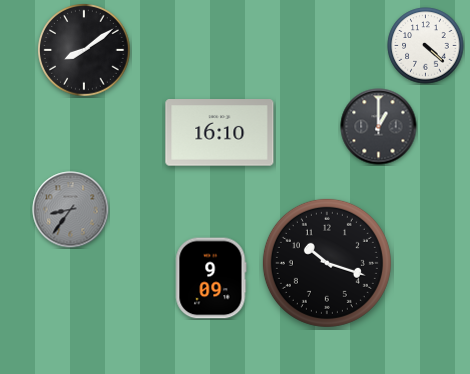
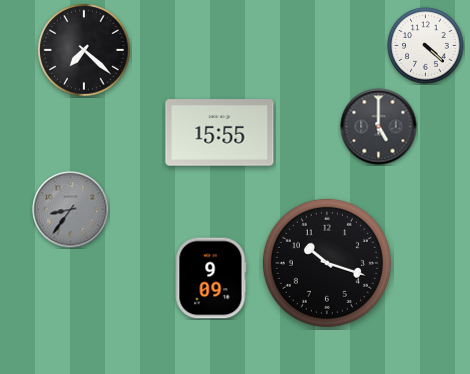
clock at (84, 50): 8:09 -> 7:22
clock at (379, 127): 1:00 -> 5:00
clock at (220, 133): 16:10 -> 15:55
